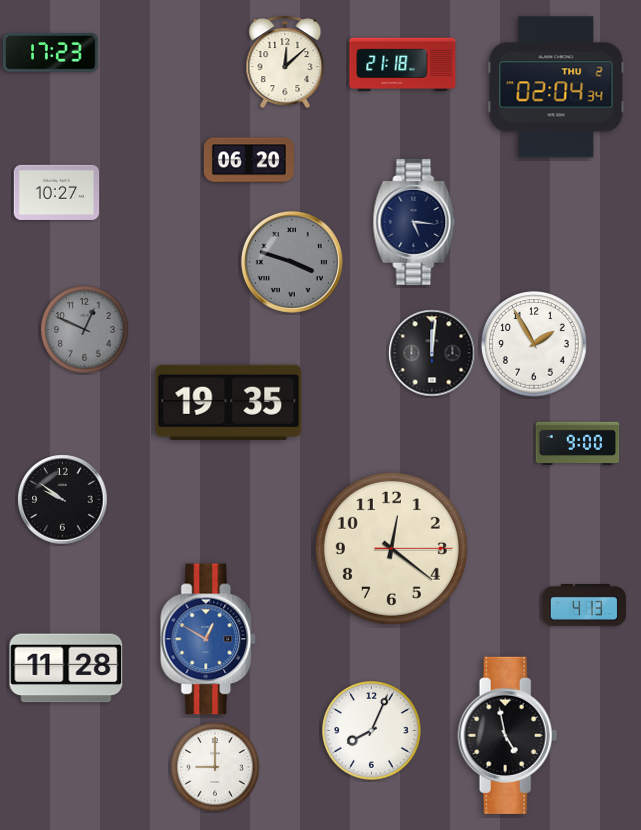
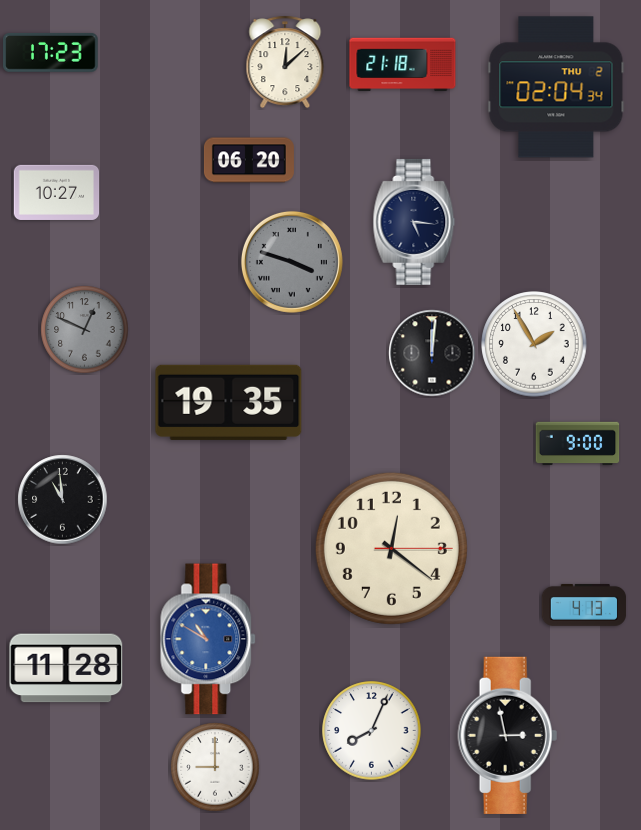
clock at (63, 500): 9:51 -> 10:59
clock at (209, 639): 12:50 -> 10:50
clock at (508, 735): 4:58 -> 2:58
